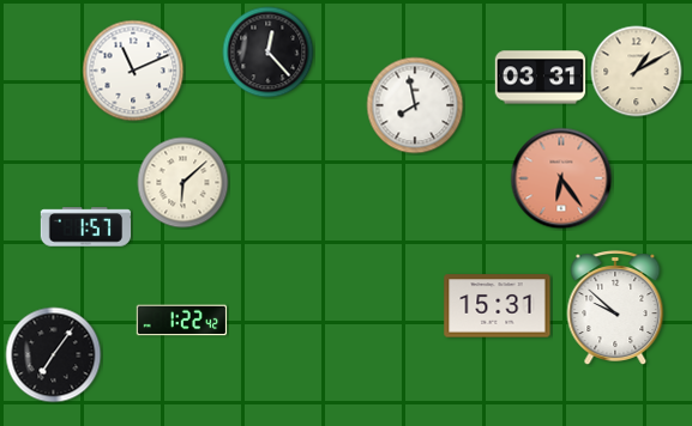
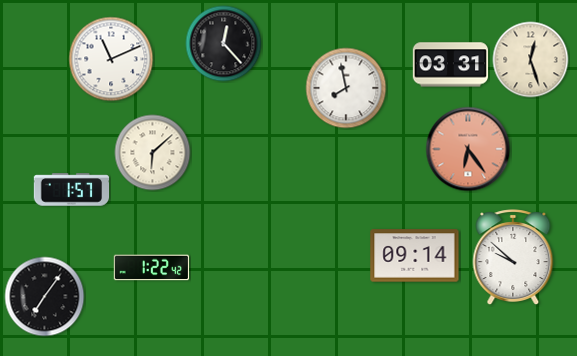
clock at (637, 72): 1:10 -> 12:27
clock at (498, 306): 15:31 -> 09:14
